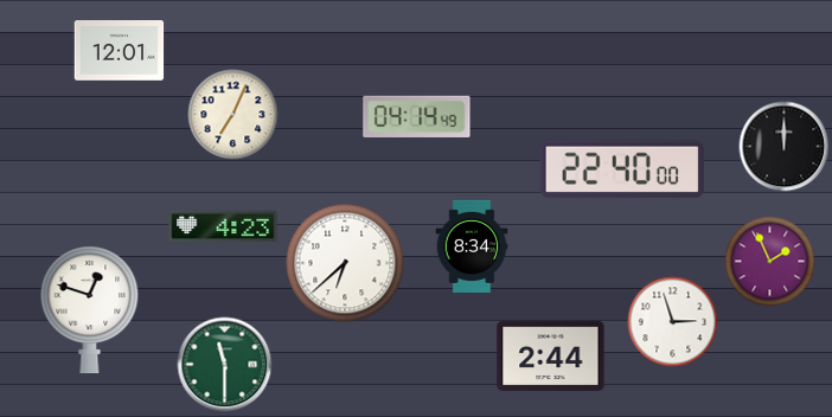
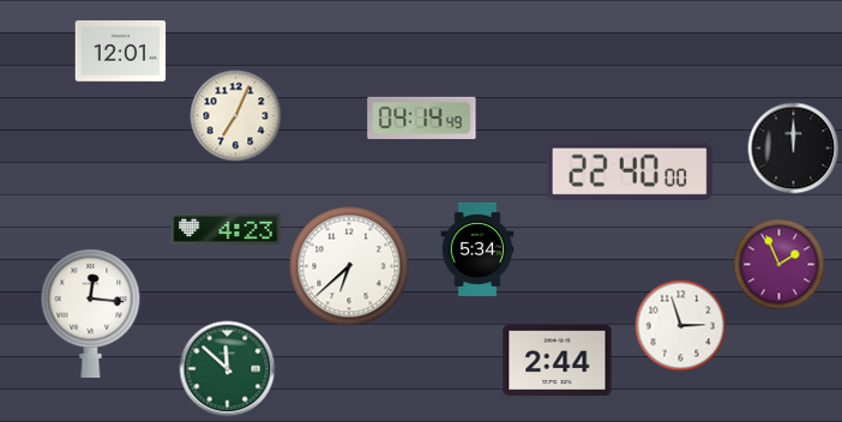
clock at (472, 245): 8:34 -> 5:34
clock at (90, 310): 12:48 -> 12:16
clock at (225, 365): 11:30 -> 11:52
